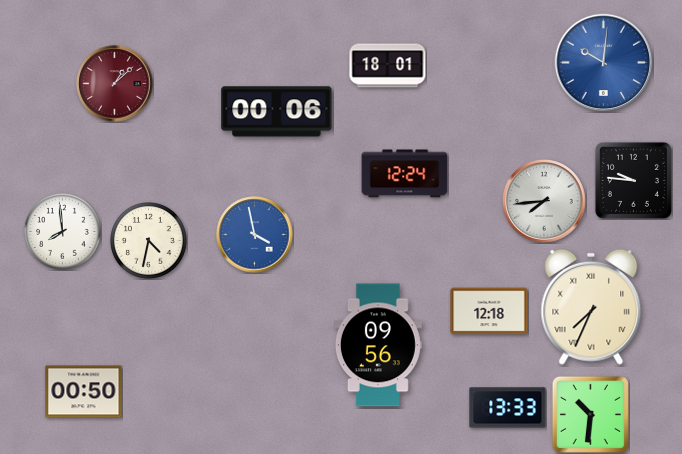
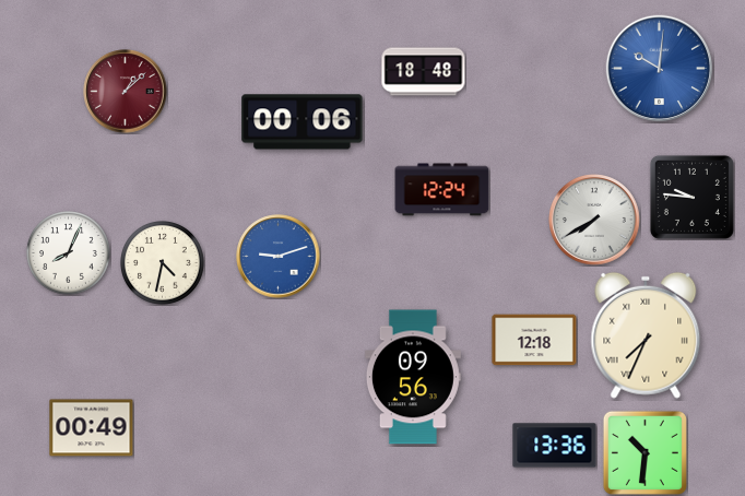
clock at (388, 66): 18:01 -> 18:48
clock at (545, 202): 7:44 -> 7:40
clock at (63, 232): 7:59 -> 8:04
clock at (255, 235): 3:58 -> 9:12
clock at (84, 392): 00:50 -> 00:49
clock at (508, 408): 13:33 -> 13:36
